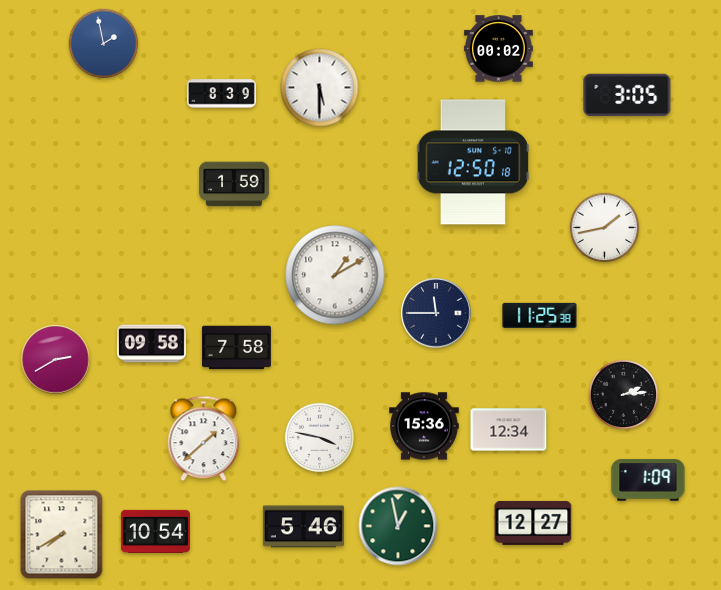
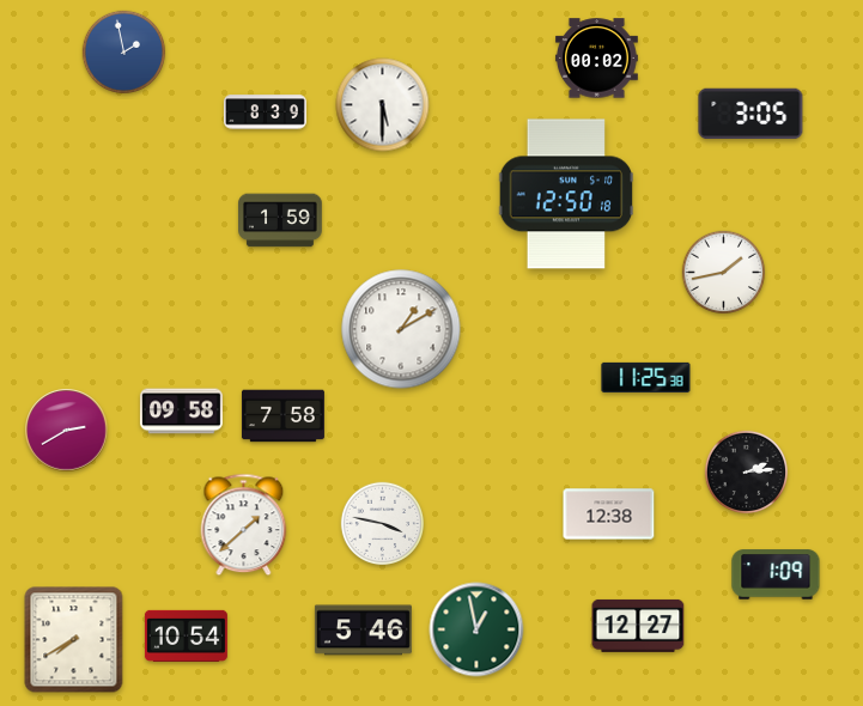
clock at (436, 313): 11:45 -> none
clock at (424, 426): 15:36 -> none
clock at (509, 430): 12:34 -> 12:38
